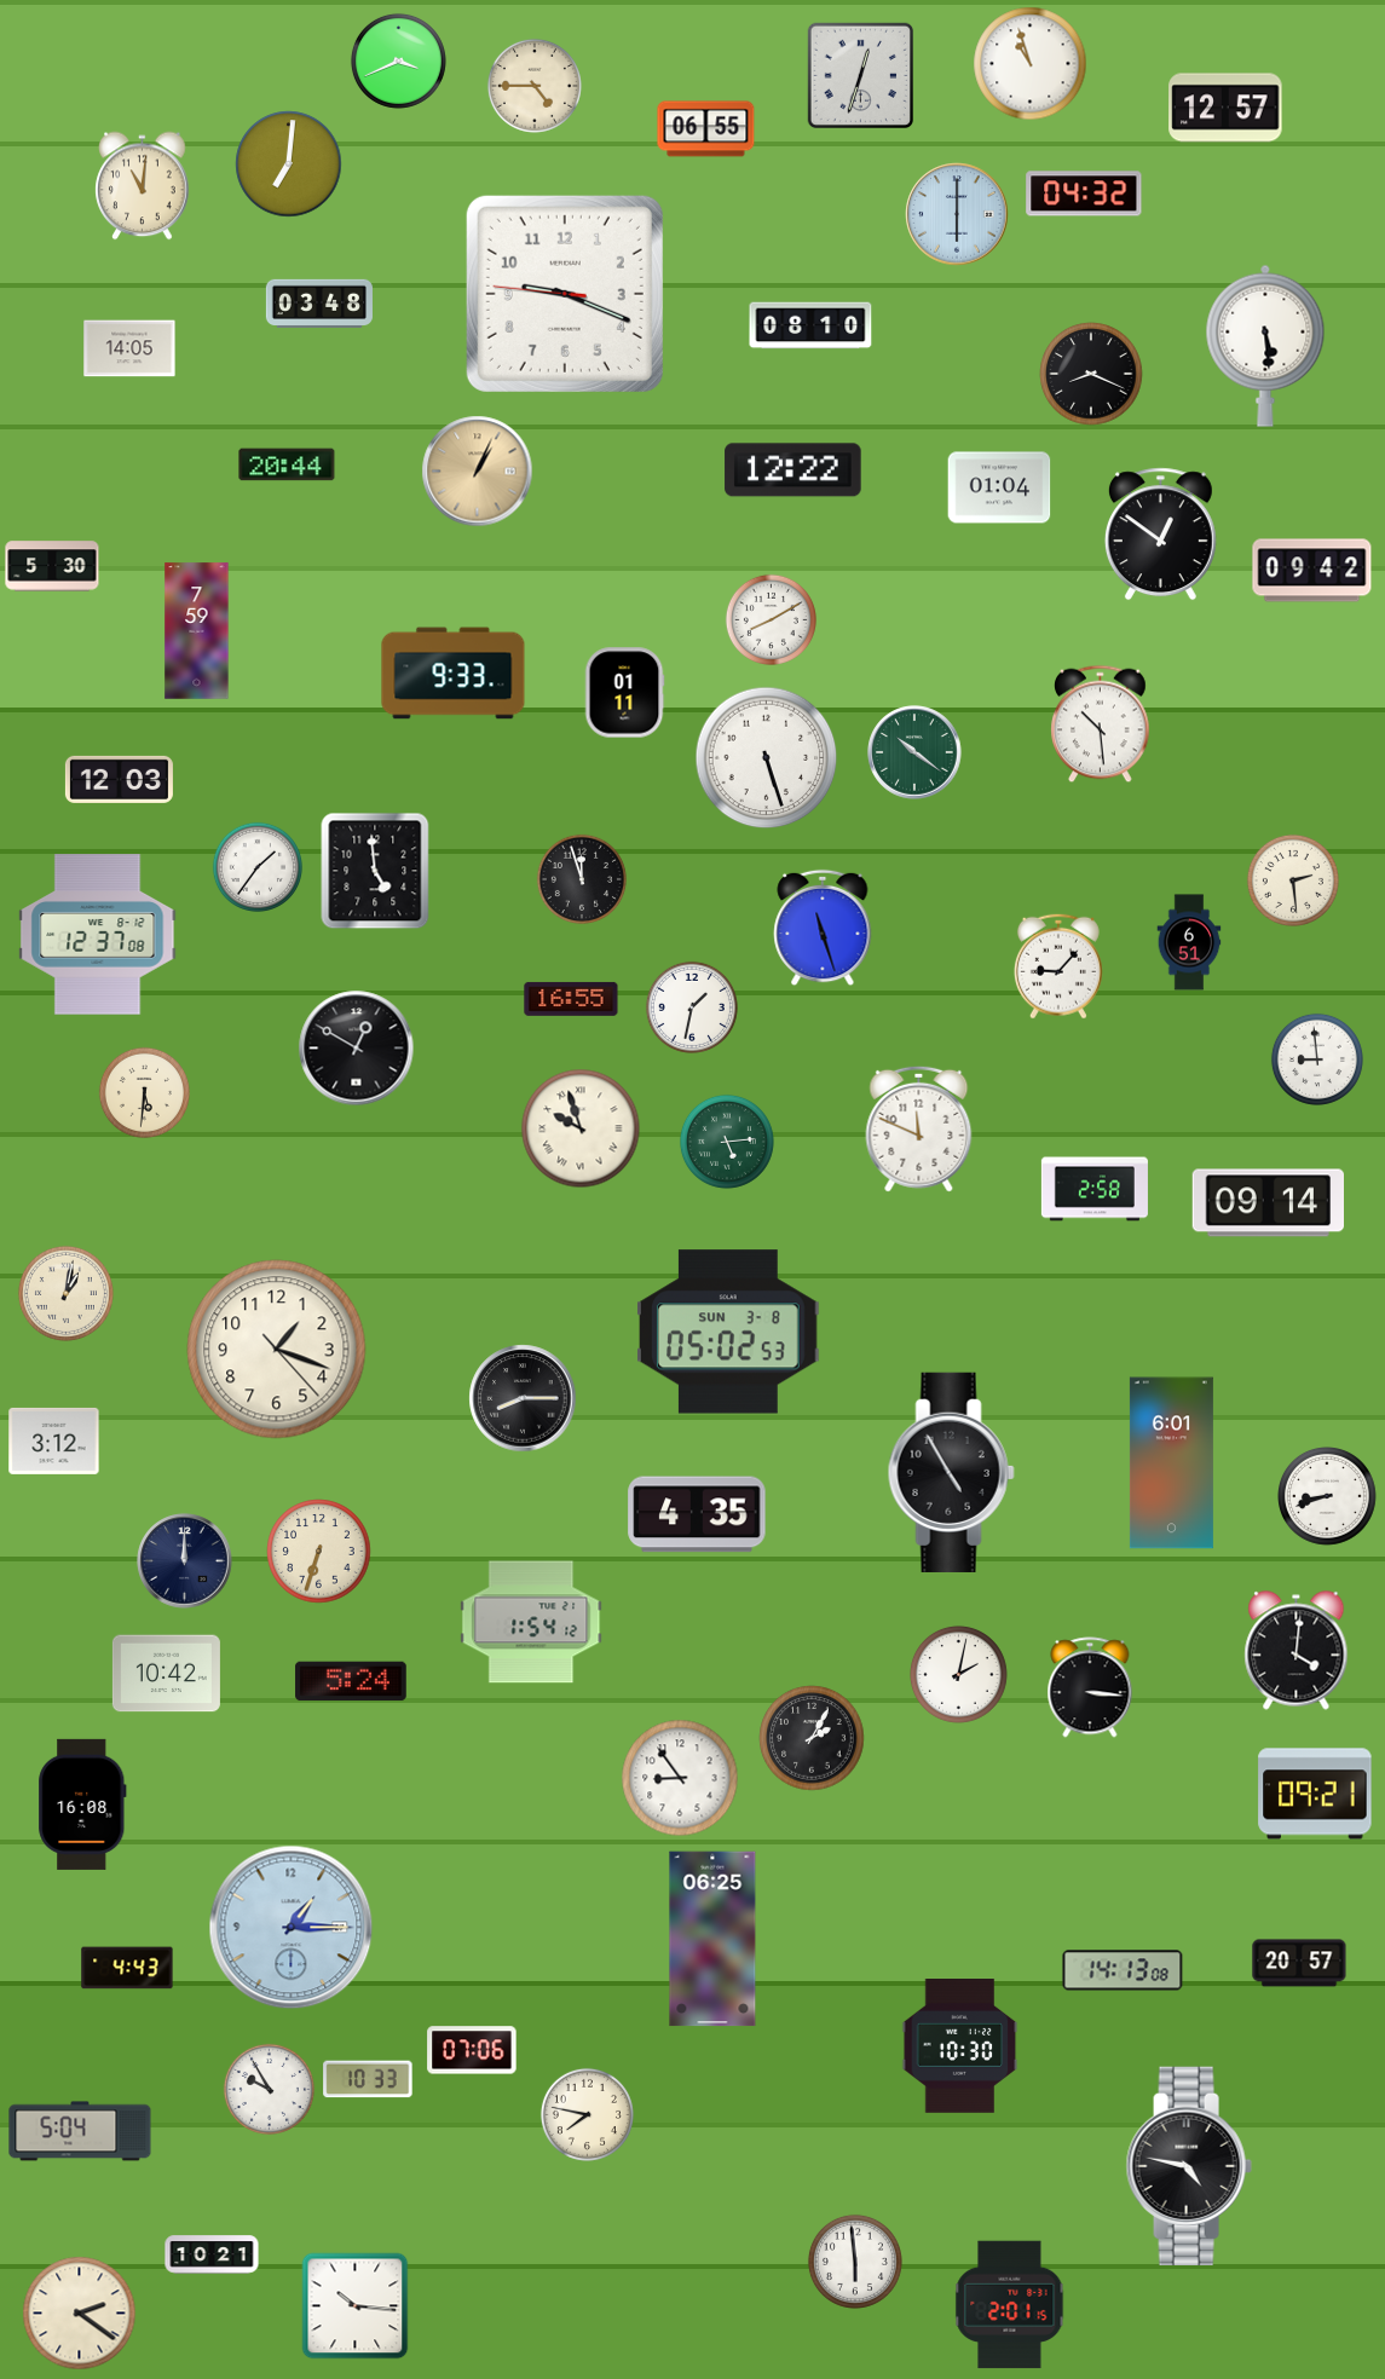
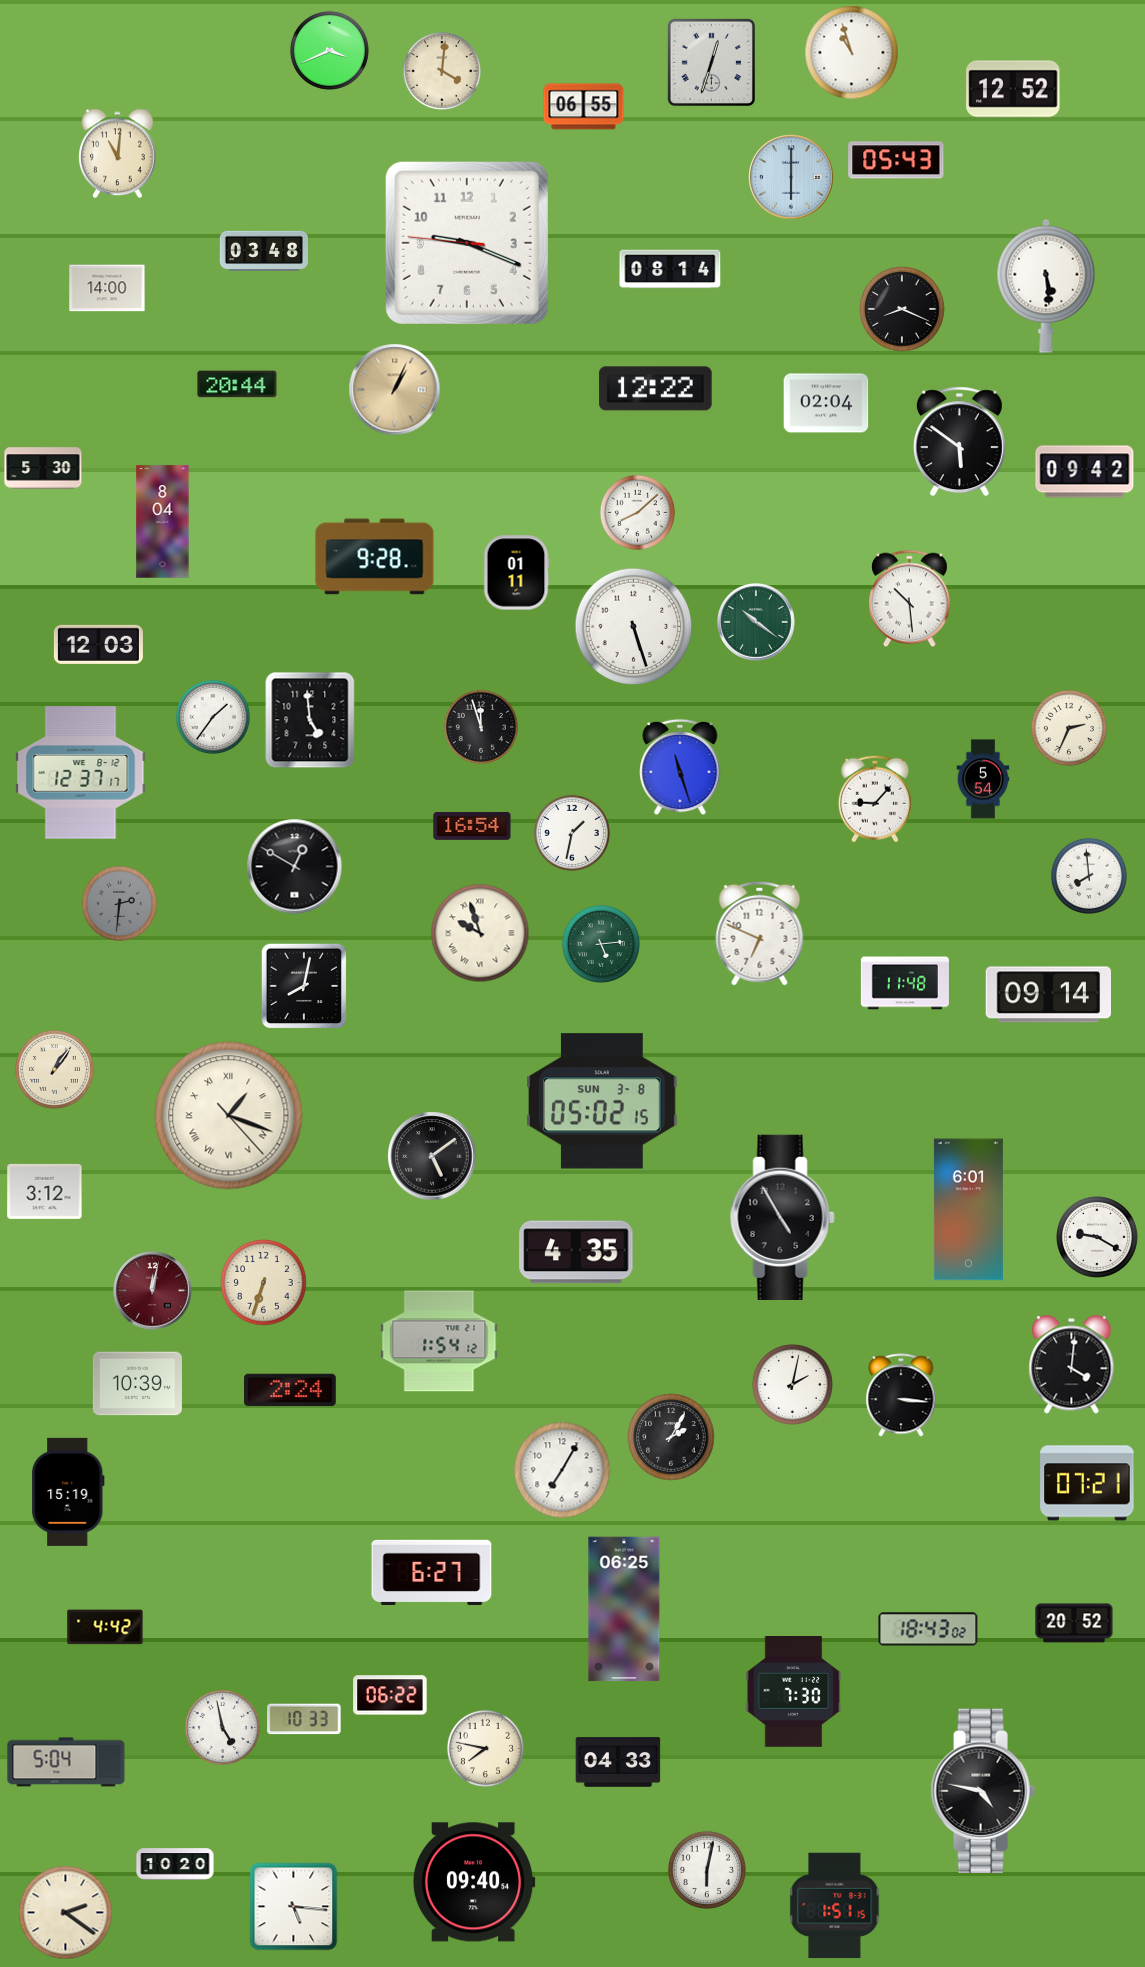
clock at (535, 86): 4:45 -> 4:01
clock at (1225, 108): 12:57 -> 12:52
clock at (289, 164): 7:01 -> none
clock at (1084, 194): 04:32 -> 05:43
clock at (810, 325): 08:10 -> 08:14
clock at (129, 348): 14:05 -> 14:00
clock at (999, 487): 01:04 -> 02:04
clock at (1160, 535): 12:51 -> 5:51
clock at (771, 619): 8:10 -> 8:08
clock at (197, 631): 7:59 -> 8:04
clock at (454, 674): 9:33 -> 9:28
clock at (1293, 880): 2:29 -> 2:34
clock at (98, 935): 12:37:08 -> 12:37:17
clock at (1189, 942): 6:51 -> 5:54
clock at (571, 999): 16:55 -> 16:54
clock at (1317, 1059): 8:59 -> 7:59
clock at (144, 1092): 5:31 -> 2:31
clock at (144, 1092) dial: cream -> grey
clock at (919, 1128): 11:49 -> 6:49
clock at (1095, 1189): 2:58 -> 11:48
clock at (304, 986): none -> 8:02
clock at (65, 1293): 1:02 -> 1:06
clock at (729, 1332): 05:02:53 -> 05:02:15
clock at (277, 1350) numerals: Arabic -> Roman
clock at (523, 1398): 8:15 -> 5:09
clock at (951, 1472) position: (951, 1472) -> (782, 1217)
clock at (1328, 1497): 8:42 -> 9:20
clock at (185, 1561): 12:00 -> 12:02
clock at (185, 1561) dial: navy -> burgundy
clock at (166, 1674): 10:42 -> 10:39
clock at (351, 1681): 5:24 -> 2:24
clock at (680, 1778): 8:54 -> 7:05
clock at (1315, 1794): 09:21 -> 07:21
clock at (82, 1805): 16:08 -> 15:19
clock at (432, 1572): none -> 6:27
clock at (292, 1928): 1:15 -> none
clock at (712, 1939) position: (712, 1939) -> (624, 1609)
clock at (1299, 1963): 20:57 -> 20:52
clock at (127, 1968): 4:43 -> 4:42
clock at (1123, 1970): 14:13 -> 18:43
clock at (960, 2046): 10:30 -> 7:30
clock at (472, 2050): 07:06 -> 06:22
clock at (269, 2089): 9:55 -> 4:58
clock at (618, 1762): none -> 04:33
clock at (212, 2254): 10:21 -> 10:20
clock at (855, 2262): 5:59 -> 6:02
clock at (474, 1882): none -> 09:40
clock at (1010, 2305): 2:01 -> 1:51
clock at (356, 2306): 10:16 -> 5:16
